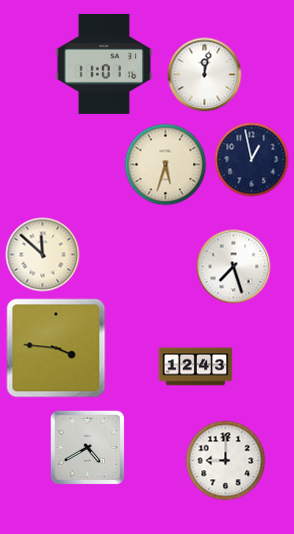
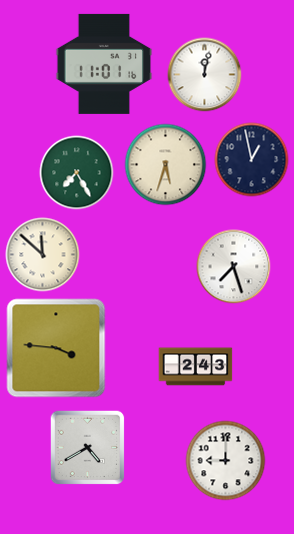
clock at (77, 173): none -> 7:25
clock at (196, 367): 12:43 -> 2:43
